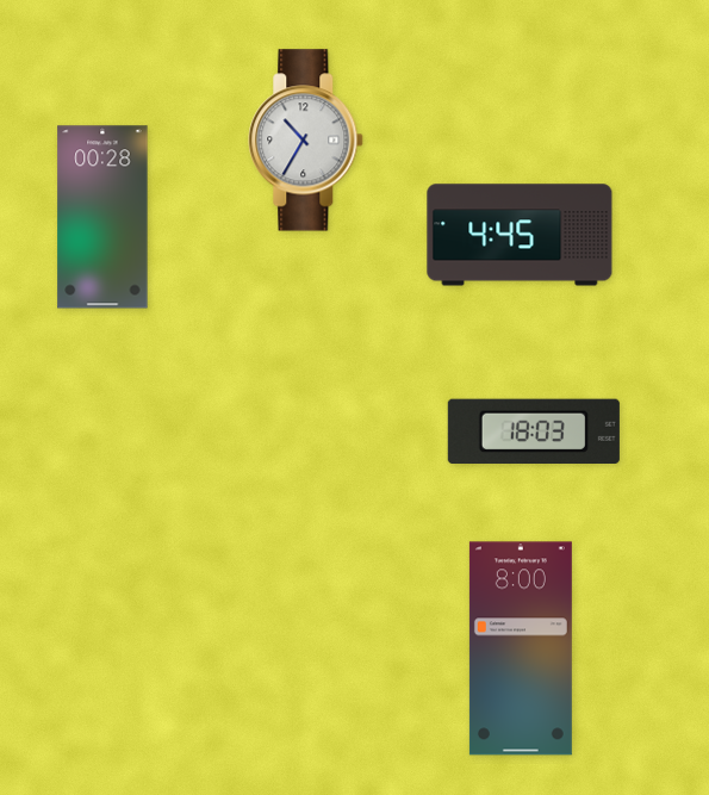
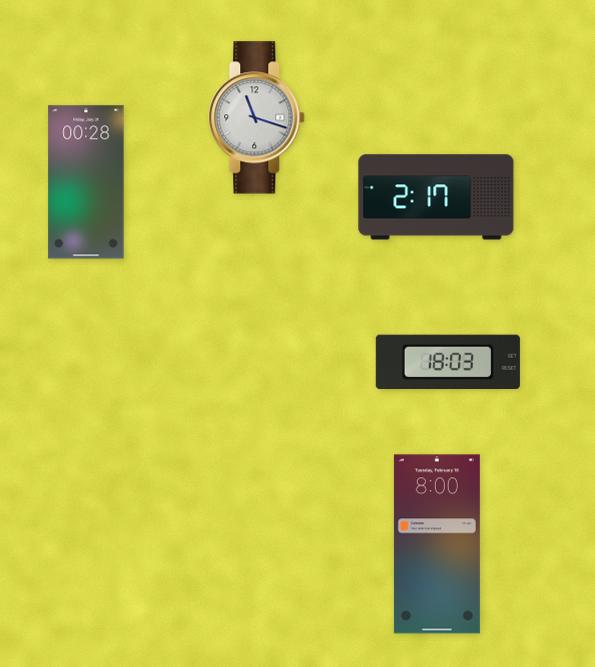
clock at (306, 141): 10:35 -> 11:18
clock at (520, 235): 4:45 -> 2:17
